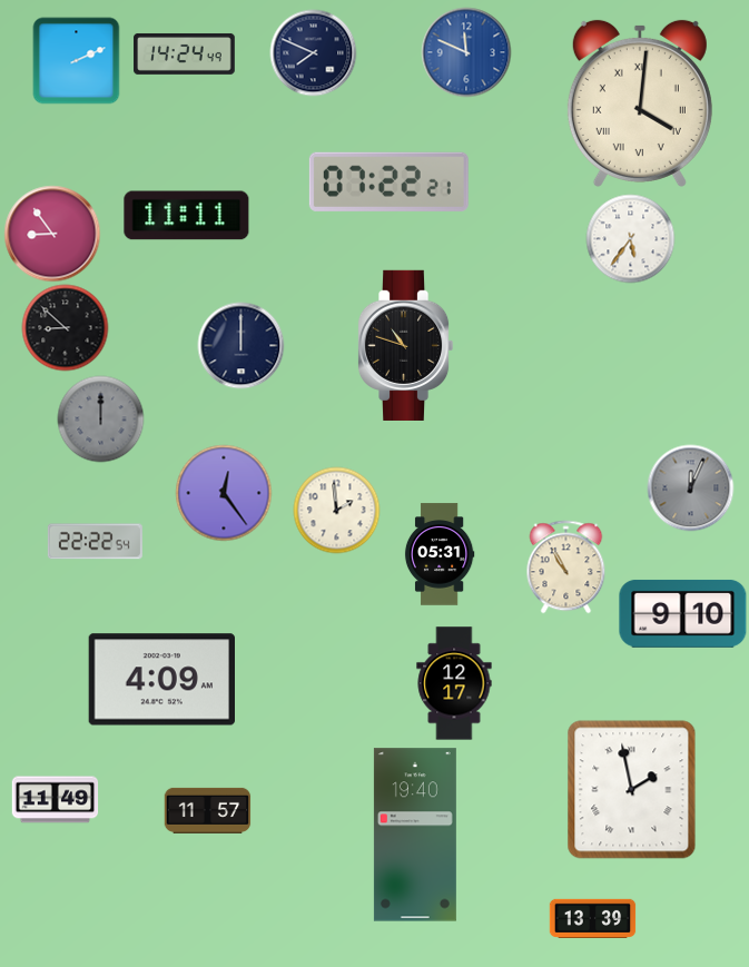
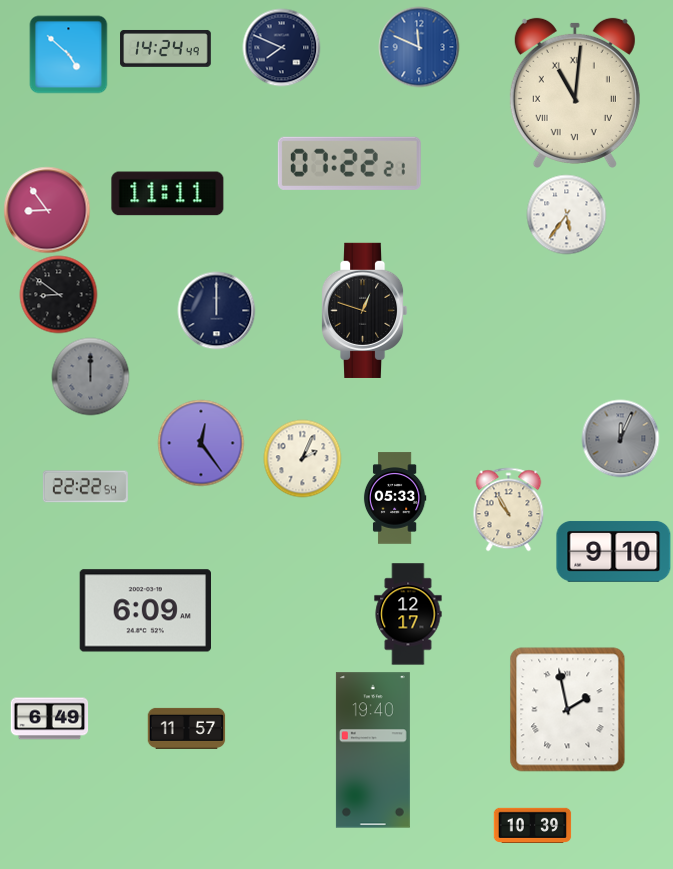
clock at (76, 60): 2:11 -> 4:52
clock at (640, 103): 4:01 -> 11:01
clock at (65, 327): 8:52 -> 8:51
clock at (405, 345): 10:48 -> 12:48
clock at (336, 510): 1:59 -> 2:04
clock at (440, 554): 05:31 -> 05:33
clock at (161, 680): 4:09 -> 6:09
clock at (55, 800): 11:49 -> 6:49
clock at (592, 918): 13:39 -> 10:39
